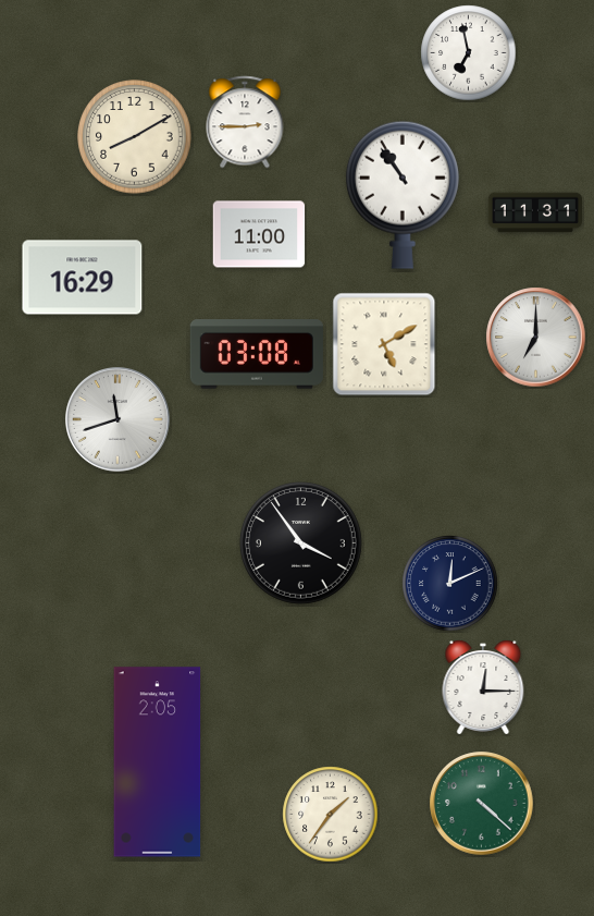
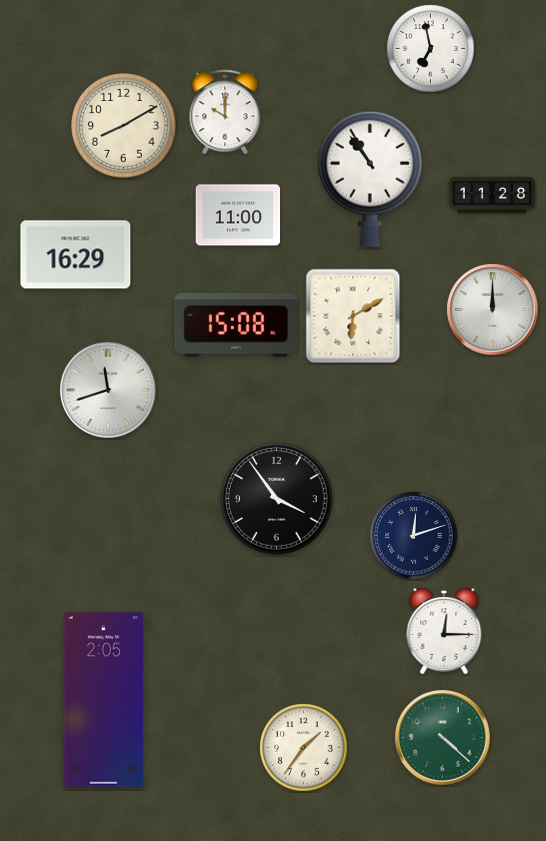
clock at (245, 122): 2:45 -> 10:00
clock at (534, 212): 11:31 -> 11:28
clock at (536, 338): 7:00 -> 12:00
clock at (384, 344): 5:10 -> 6:10
clock at (257, 354): 03:08 -> 15:08
clock at (119, 420) position: (119, 420) -> (109, 391)
clock at (450, 584): 12:11 -> 12:12
clock at (158, 762) position: (158, 762) -> (104, 700)
